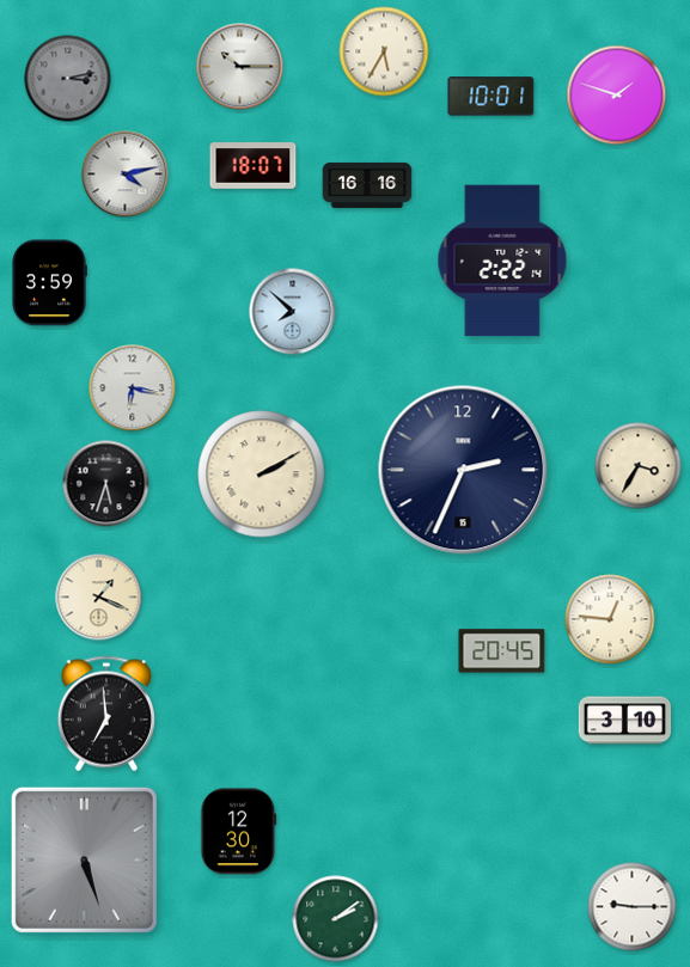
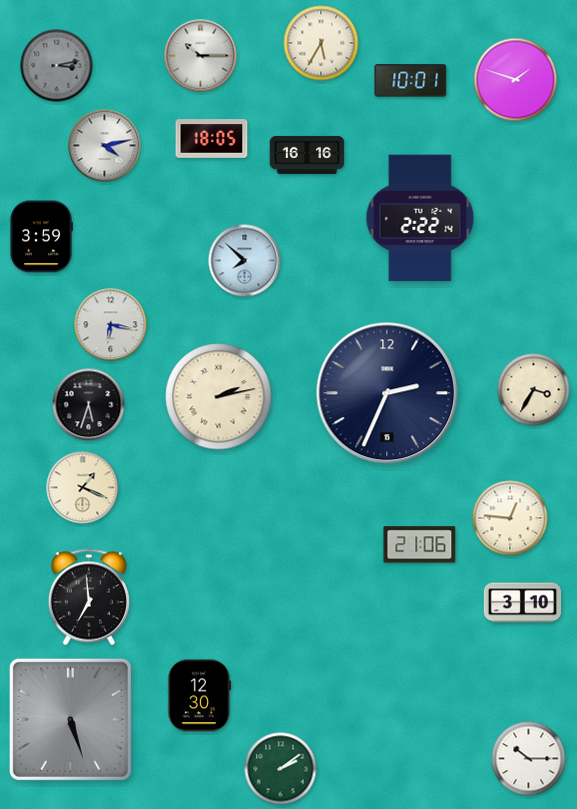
clock at (254, 166): 18:07 -> 18:05
clock at (262, 475): 2:10 -> 2:13
clock at (99, 598) position: (99, 598) -> (83, 488)
clock at (502, 651): 20:45 -> 21:06
clock at (633, 907): 9:15 -> 10:15
